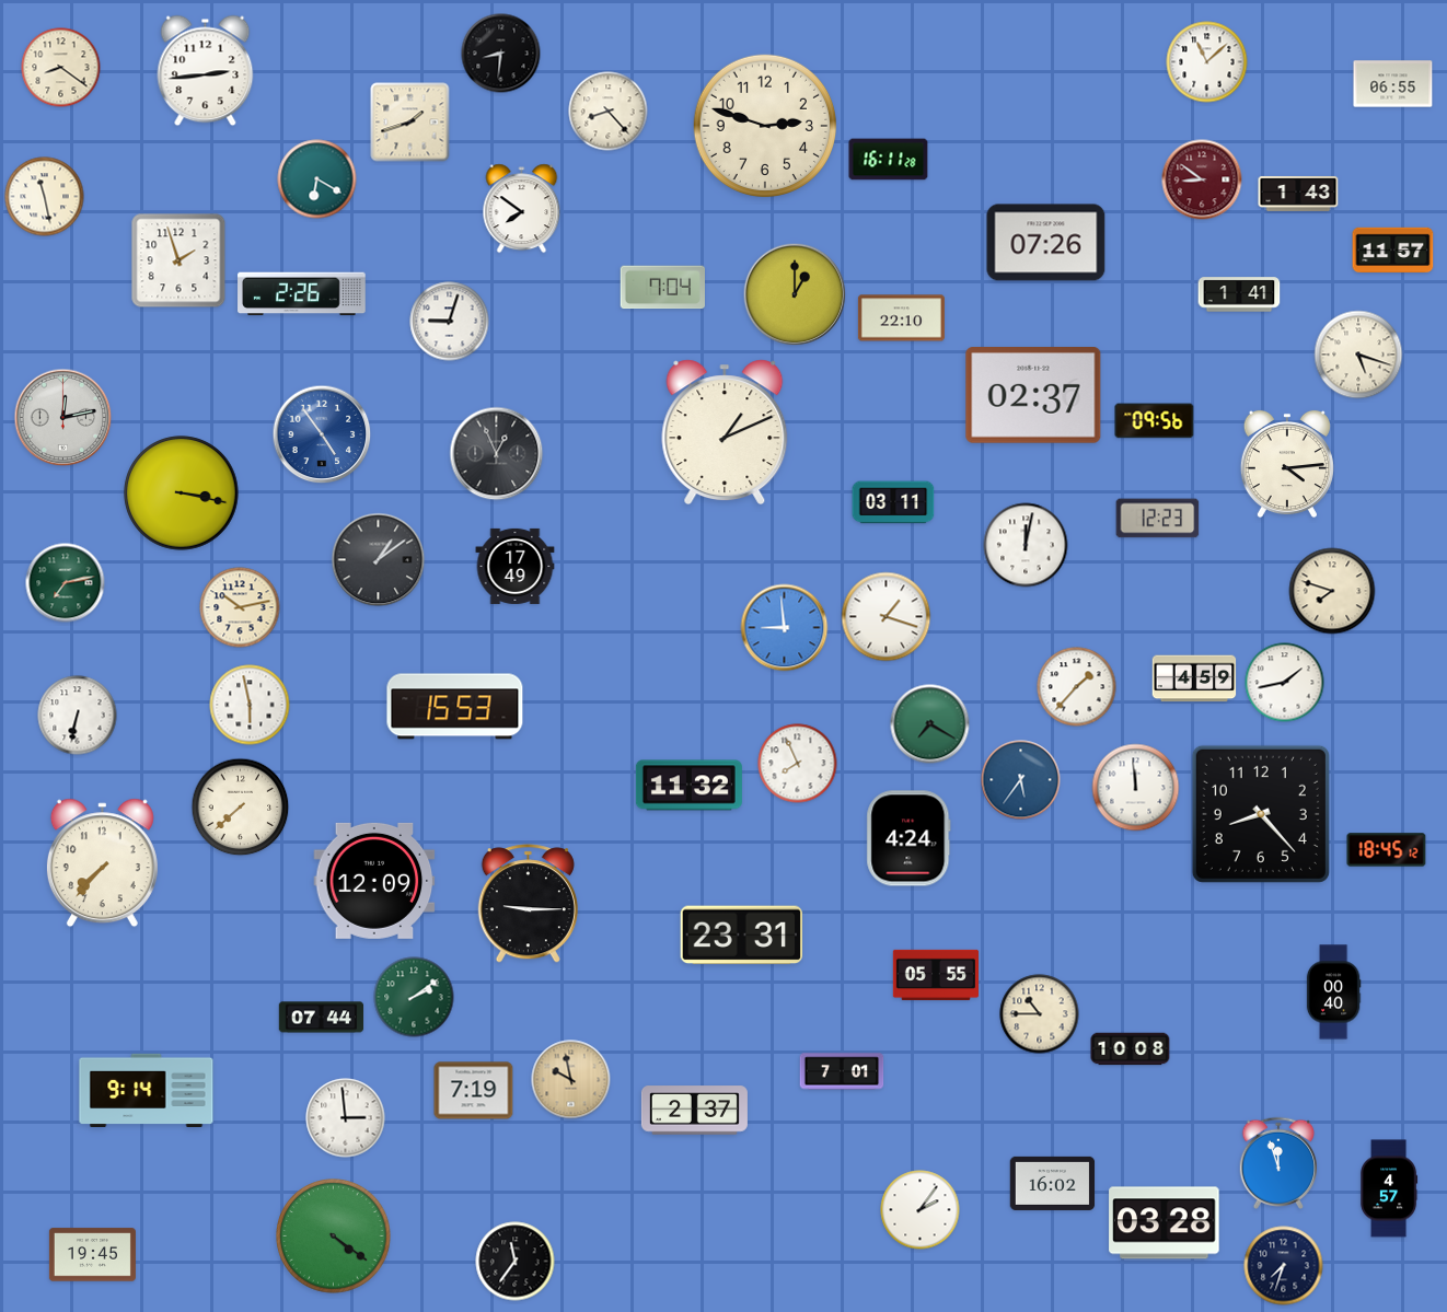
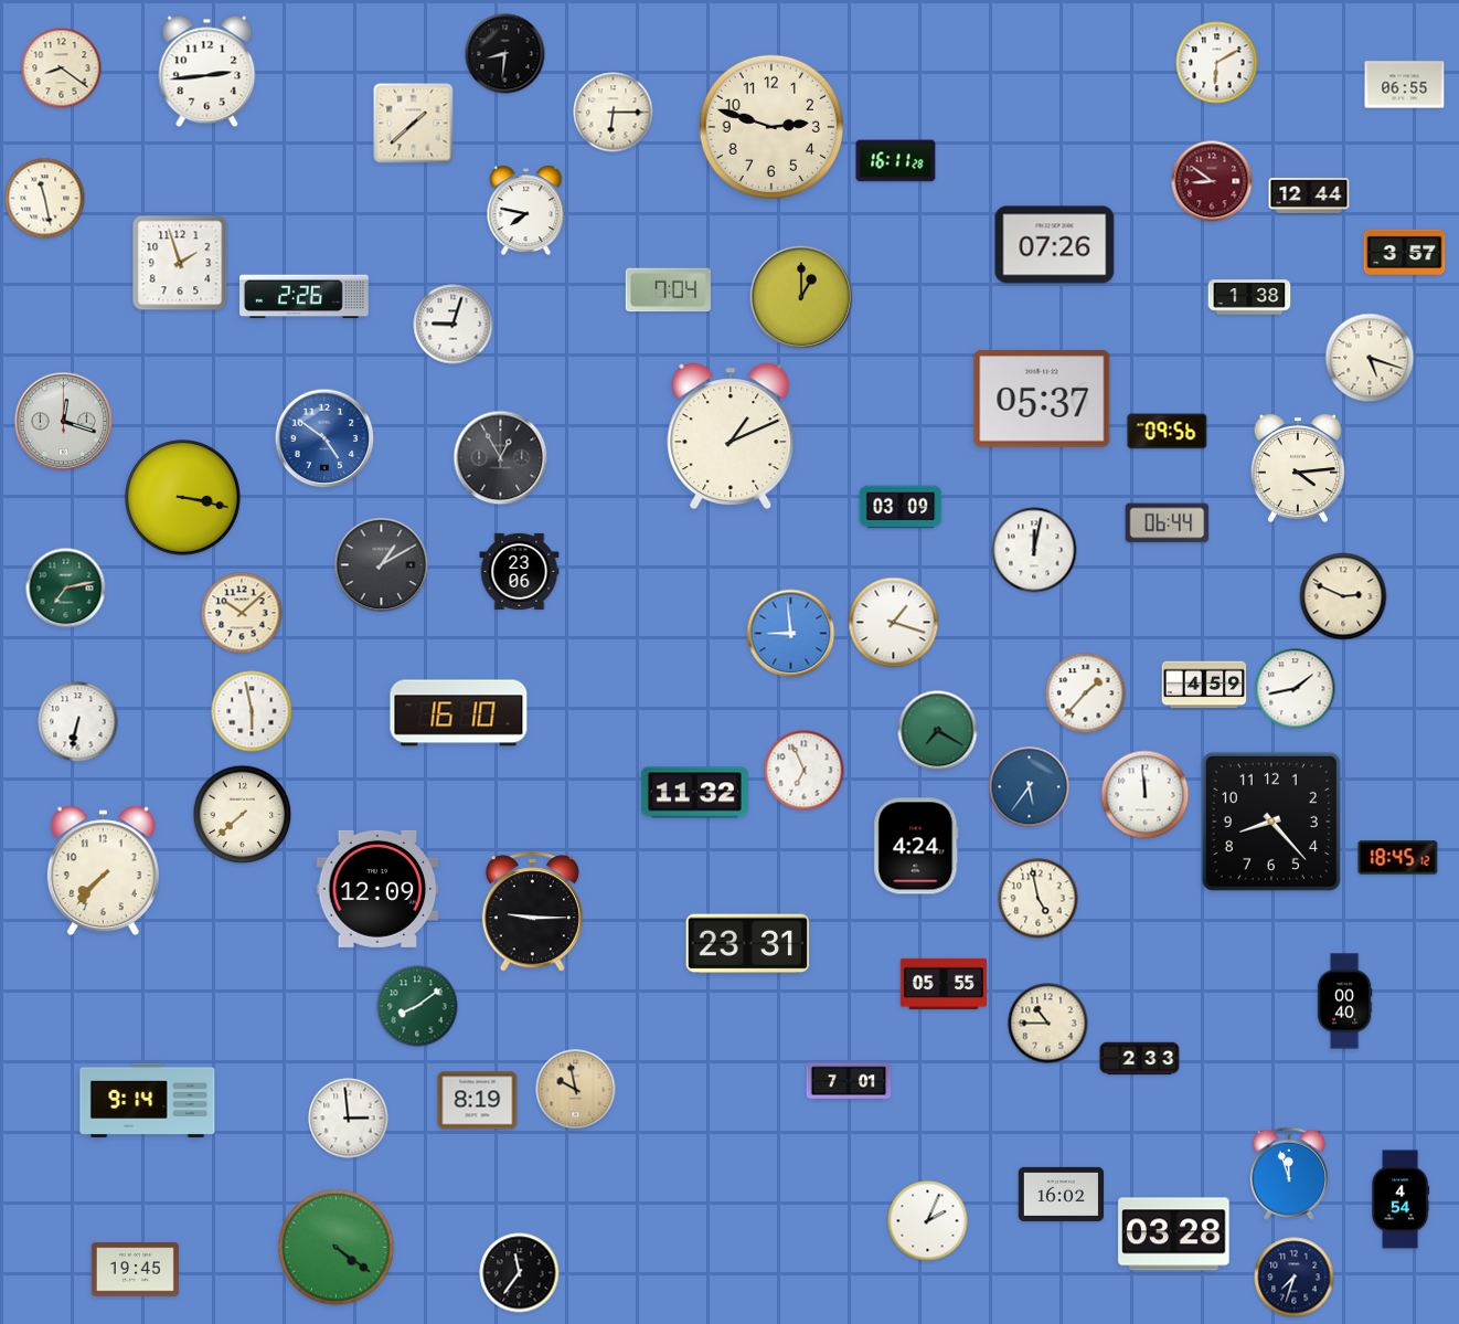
clock at (1207, 62): 11:08 -> 6:10
clock at (609, 112): 8:23 -> 6:15
clock at (410, 123): 1:42 -> 1:38
clock at (317, 179): 6:20 -> none
clock at (1298, 194): 1:43 -> 12:44
clock at (522, 209): 7:51 -> 7:47
clock at (1393, 249): 11:57 -> 3:57
clock at (1239, 294): 1:41 -> 1:38
clock at (901, 318): 22:10 -> none
clock at (1033, 396): 02:37 -> 05:37
clock at (63, 418): 12:13 -> 12:18
clock at (1155, 421) position: (1155, 421) -> (1168, 432)
clock at (322, 434): 4:54 -> 4:51
clock at (497, 454): 12:56 -> 12:55
clock at (893, 502): 03:11 -> 03:09
clock at (1158, 519): 12:23 -> 06:44
clock at (379, 560): 1:09 -> 1:10
clock at (516, 566): 17:49 -> 23:06
clock at (1332, 591): 7:48 -> 2:49
clock at (240, 607): 10:13 -> 10:08
clock at (455, 707): 15:53 -> 16:10
clock at (798, 764): 7:56 -> 6:56
clock at (1039, 899): none -> 4:58
clock at (414, 997): 2:09 -> 8:09
clock at (322, 1018): 07:44 -> none
clock at (1131, 1049): 10:08 -> 2:33
clock at (474, 1091): 7:19 -> 8:19
clock at (694, 1111): 2:37 -> none
clock at (346, 1118) position: (346, 1118) -> (349, 1119)
clock at (1389, 1188): 4:57 -> 4:54
clock at (921, 1210): 2:06 -> 2:04
clock at (92, 1255) position: (92, 1255) -> (135, 1270)
